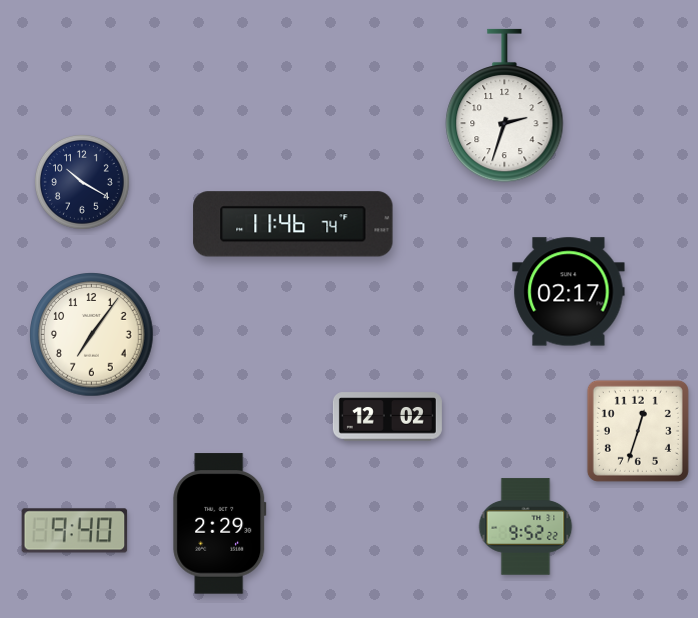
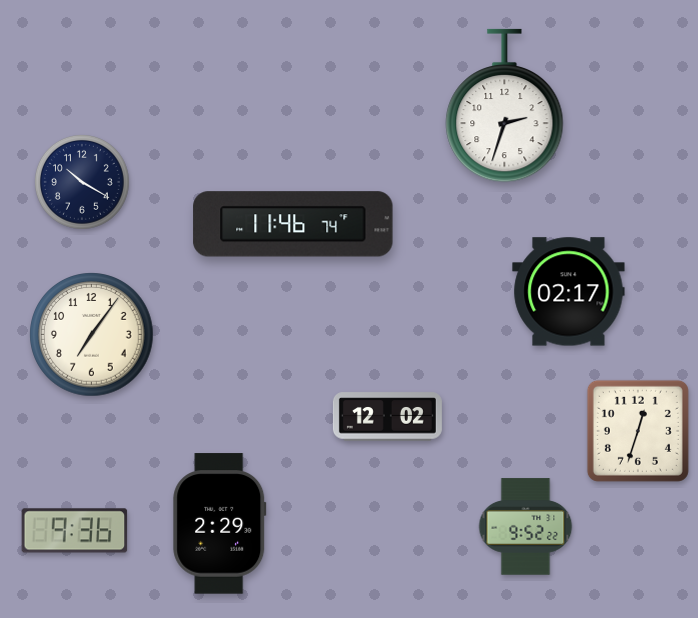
clock at (75, 531): 9:40 -> 9:36
